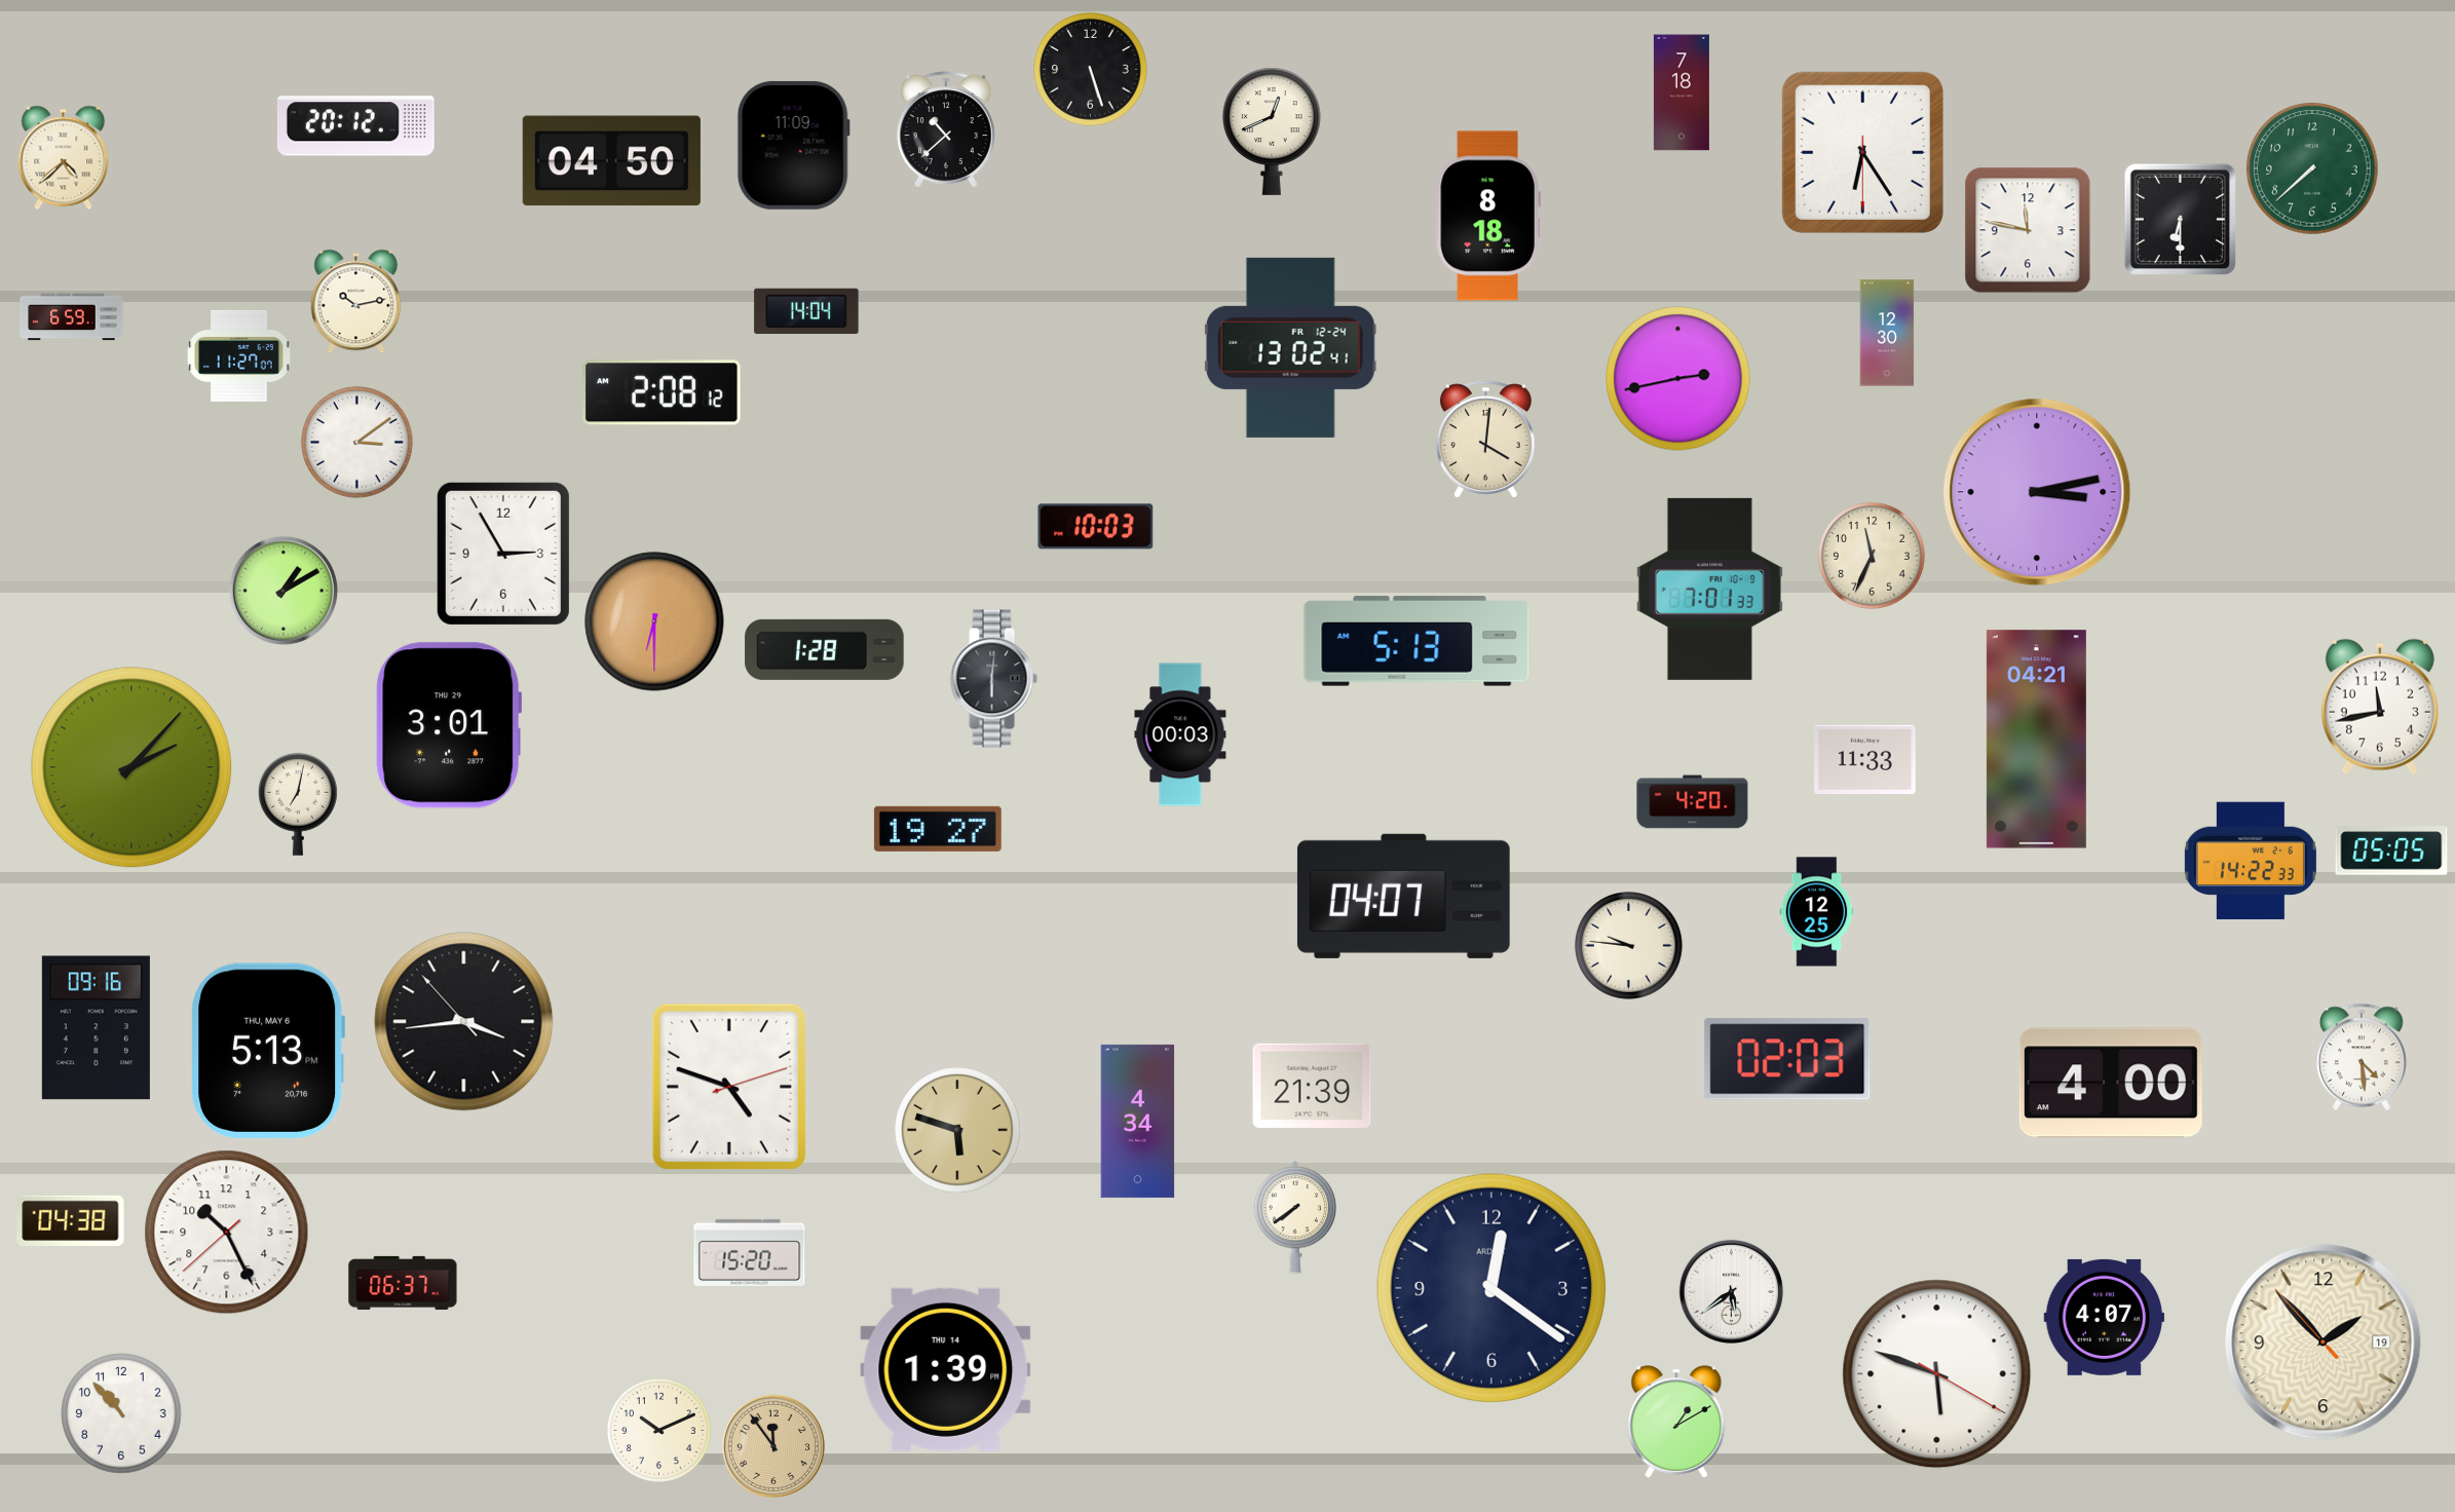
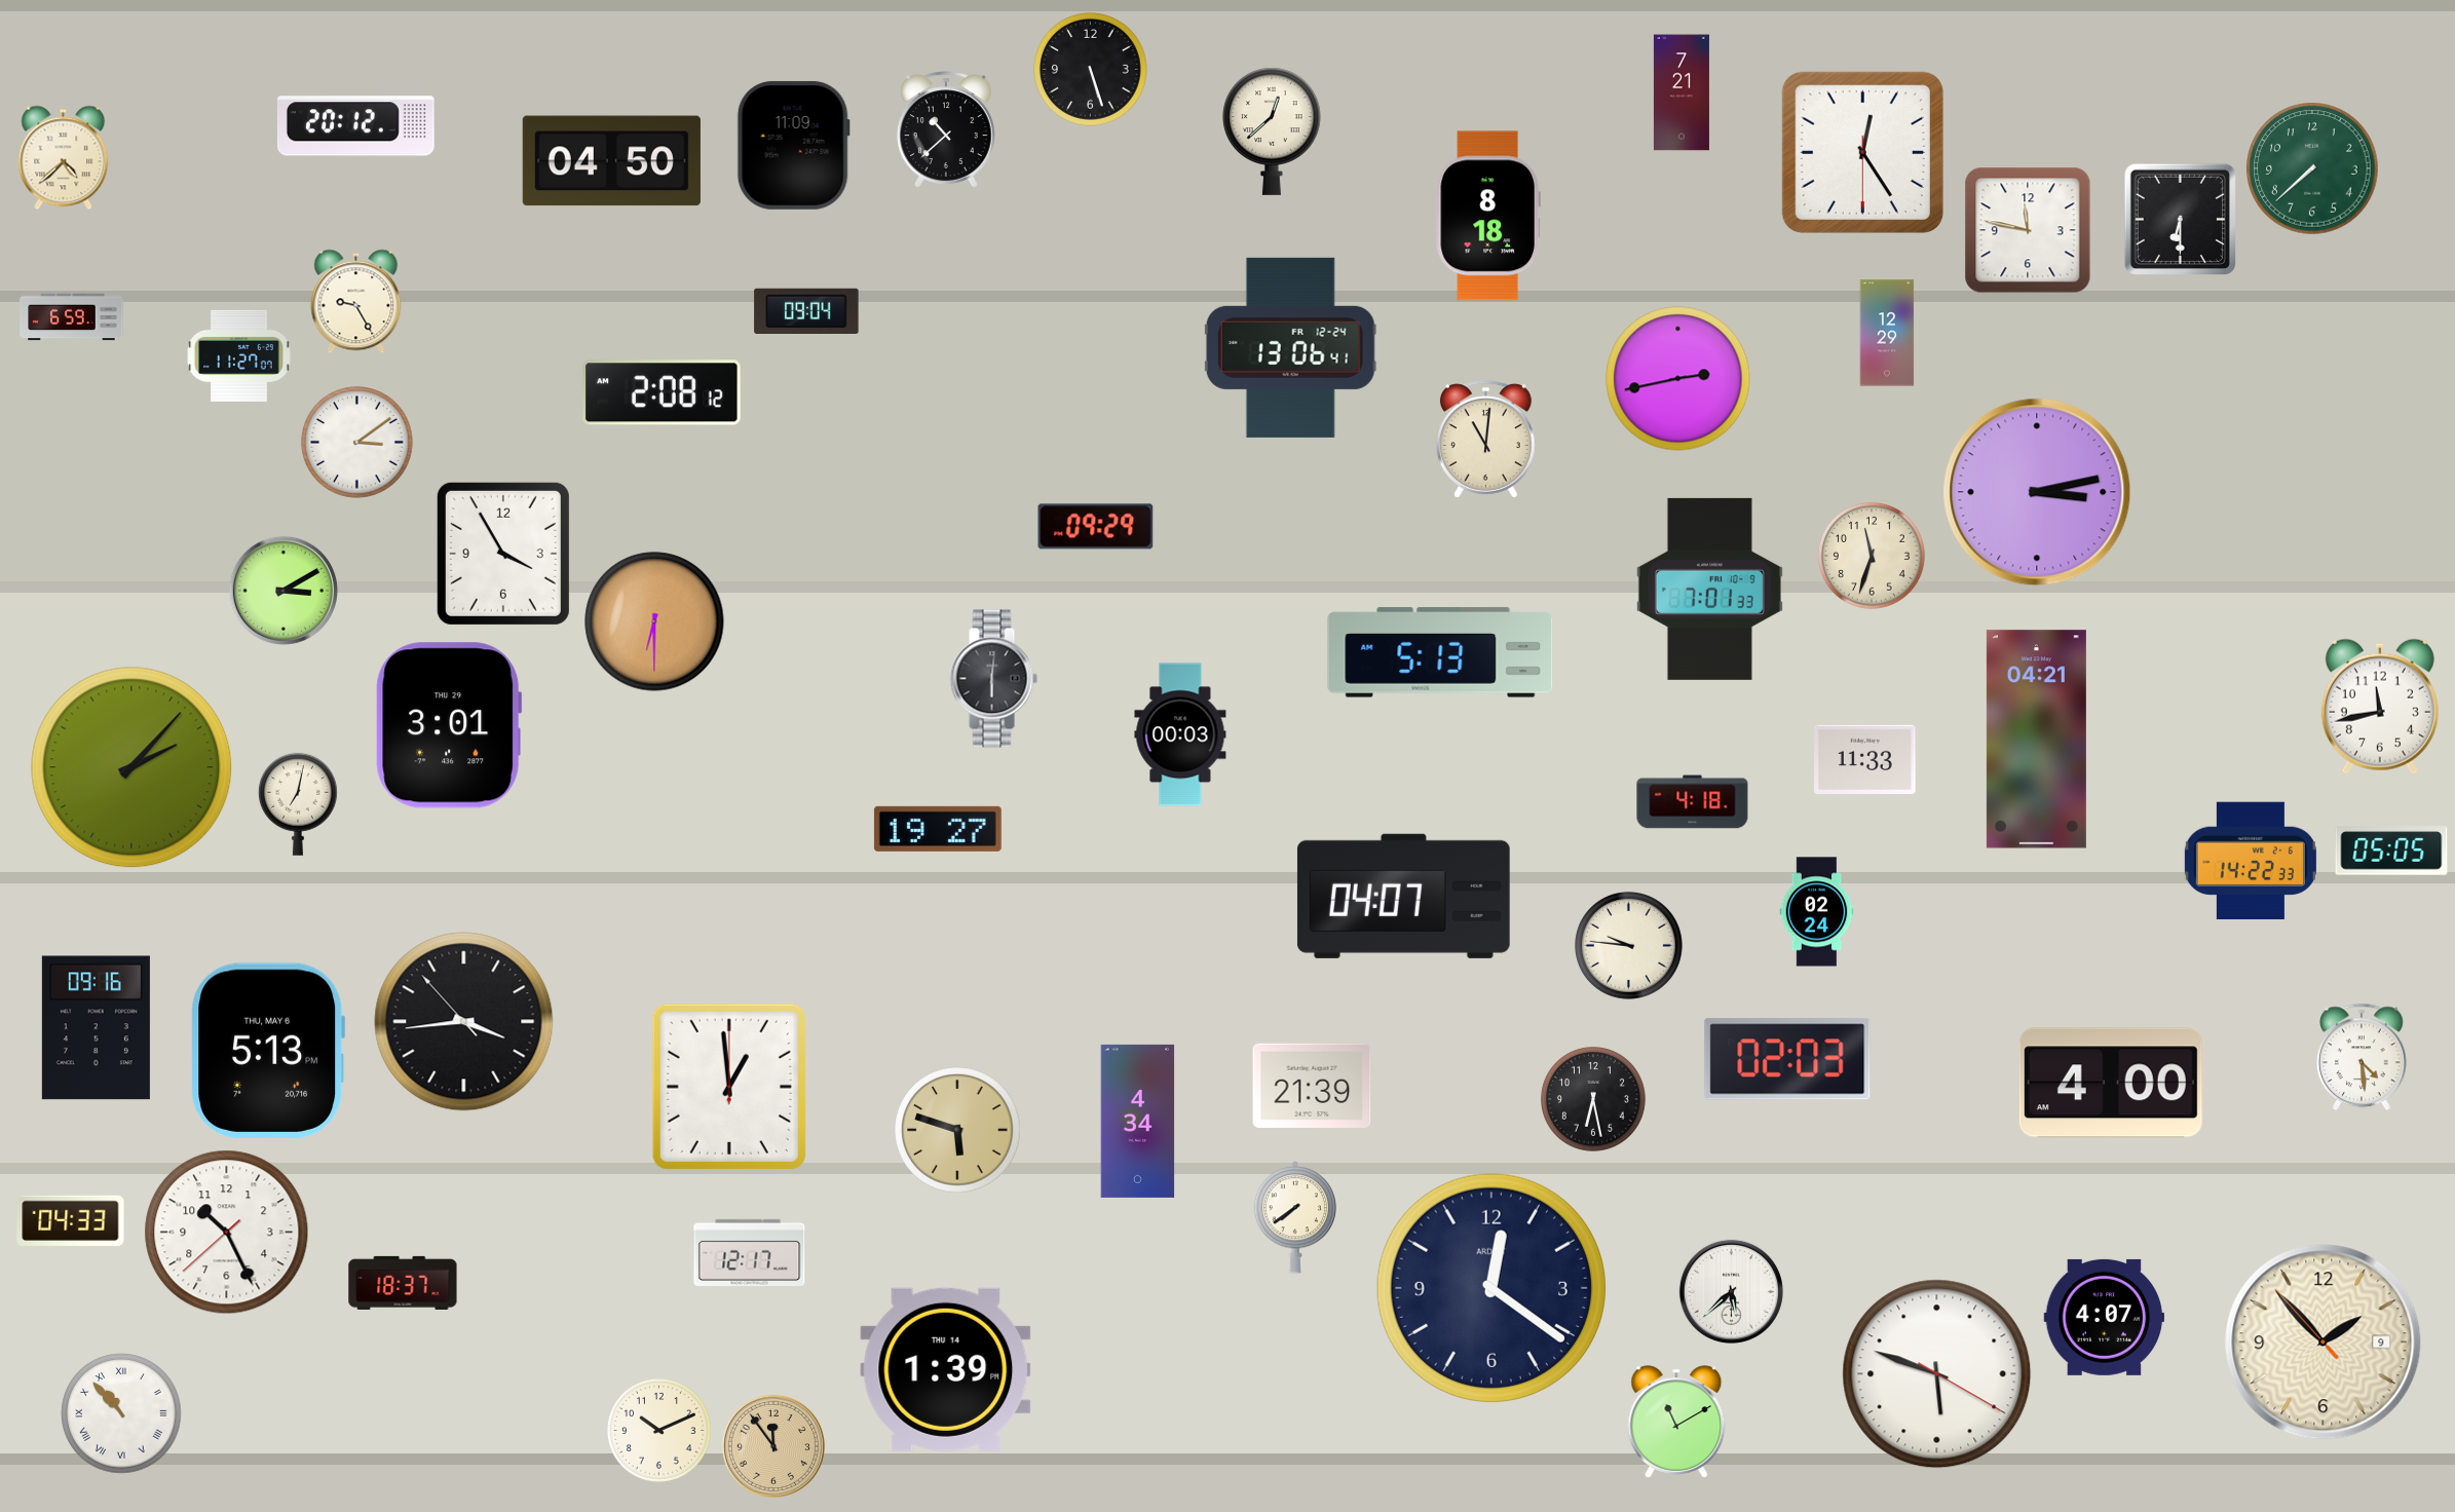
clock at (1682, 92): 7:18 -> 7:21
clock at (1272, 131): 12:41 -> 12:38
clock at (1862, 152): 6:24 -> 12:24
clock at (356, 302): 10:13 -> 9:25
clock at (806, 310): 14:04 -> 09:04
clock at (1887, 333): 12:30 -> 12:29
clock at (1290, 347): 13:02 -> 13:06
clock at (1485, 440): 4:01 -> 11:01
clock at (1096, 527): 10:03 -> 09:29
clock at (503, 554): 2:55 -> 3:55
clock at (1873, 557): 11:34 -> 11:33
clock at (284, 591): 1:10 -> 3:10
clock at (1417, 641) position: (1417, 641) -> (1440, 652)
clock at (825, 649): 1:28 -> none
clock at (1693, 802): 4:20 -> 4:18
clock at (1817, 912): 12:25 -> 02:24
clock at (729, 1087): 4:48 -> 12:59
clock at (1593, 1099): none -> 6:28
clock at (71, 1220): 04:38 -> 04:33
clock at (750, 1252): 15:20 -> 12:17
clock at (403, 1283): 06:37 -> 18:37
clock at (1731, 1291): 5:39 -> 5:38
clock at (2324, 1343) date: 19 -> 9
clock at (121, 1413) numerals: Arabic -> Roman
clock at (1676, 1422): 1:10 -> 11:10
